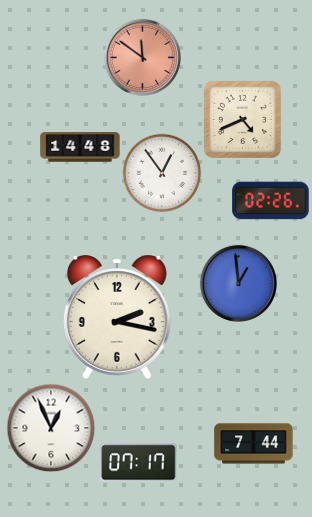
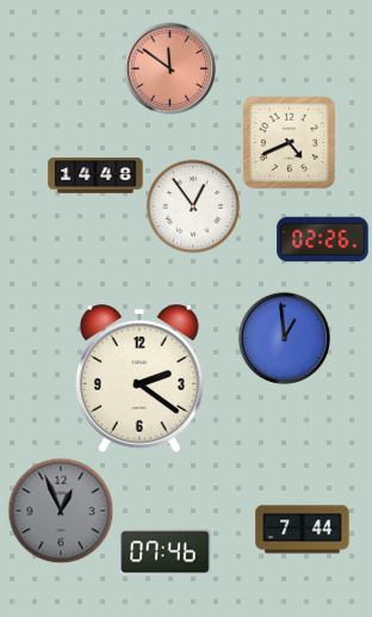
clock at (117, 317): 2:17 -> 2:21
clock at (51, 428) dial: white -> grey
clock at (139, 463): 07:17 -> 07:46
